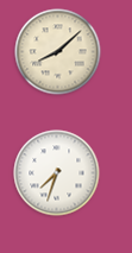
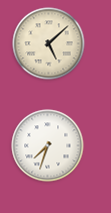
clock at (58, 52): 8:08 -> 5:08
